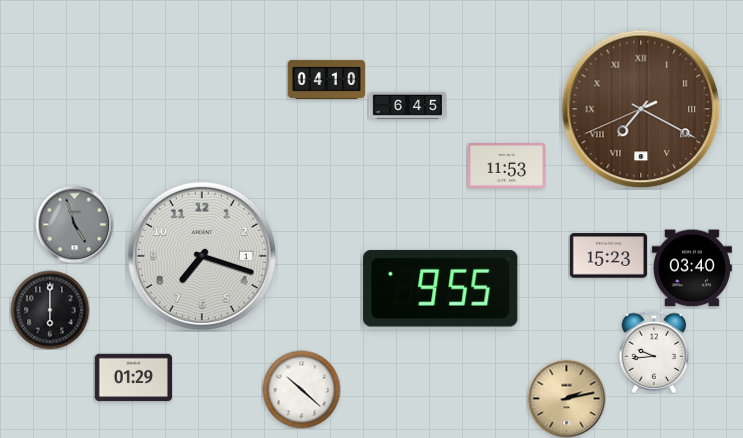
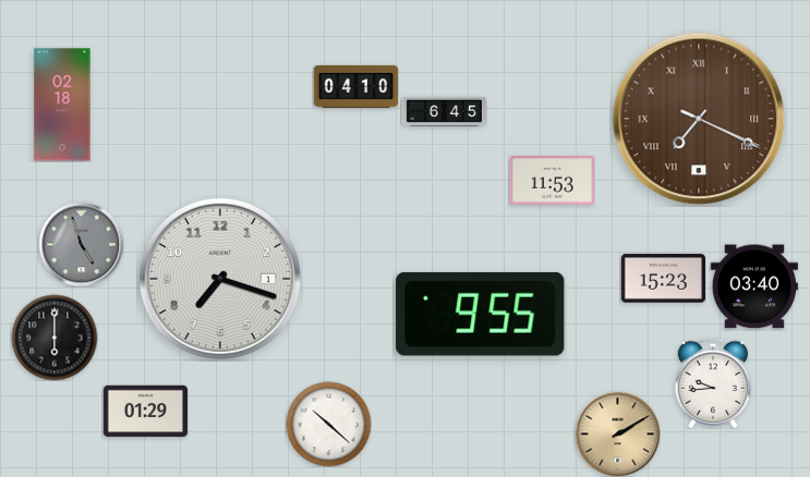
clock at (62, 105): none -> 02:18
clock at (407, 105) position: (407, 105) -> (444, 111)
clock at (641, 109): 7:19:41 -> 7:19:19
clock at (692, 268) position: (692, 268) -> (754, 286)
clock at (566, 398): 2:13 -> 2:10
